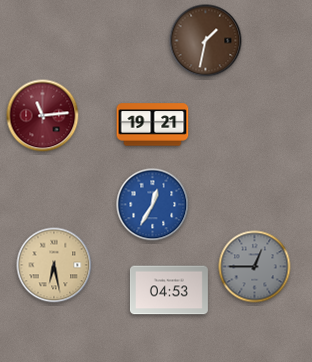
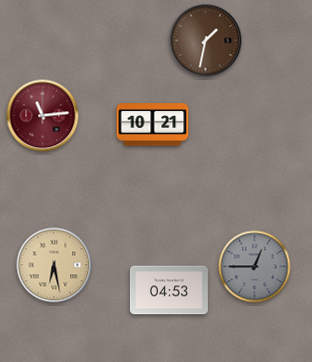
clock at (153, 125): 19:21 -> 10:21
clock at (153, 205): 12:35 -> none
